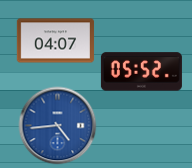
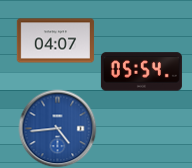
clock at (141, 72): 05:52 -> 05:54
clock at (57, 125) position: (57, 125) -> (57, 128)
